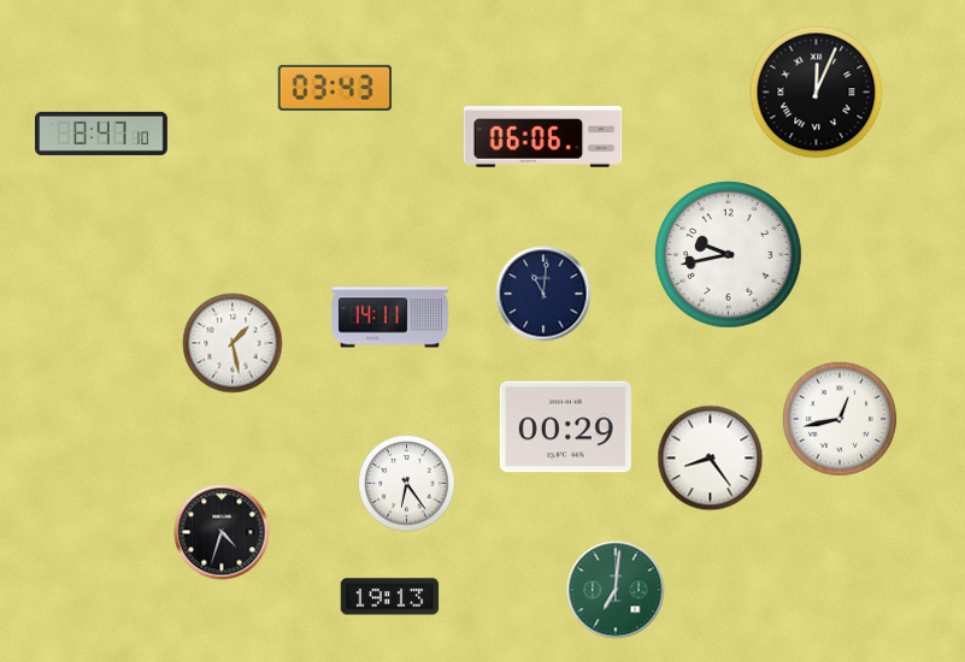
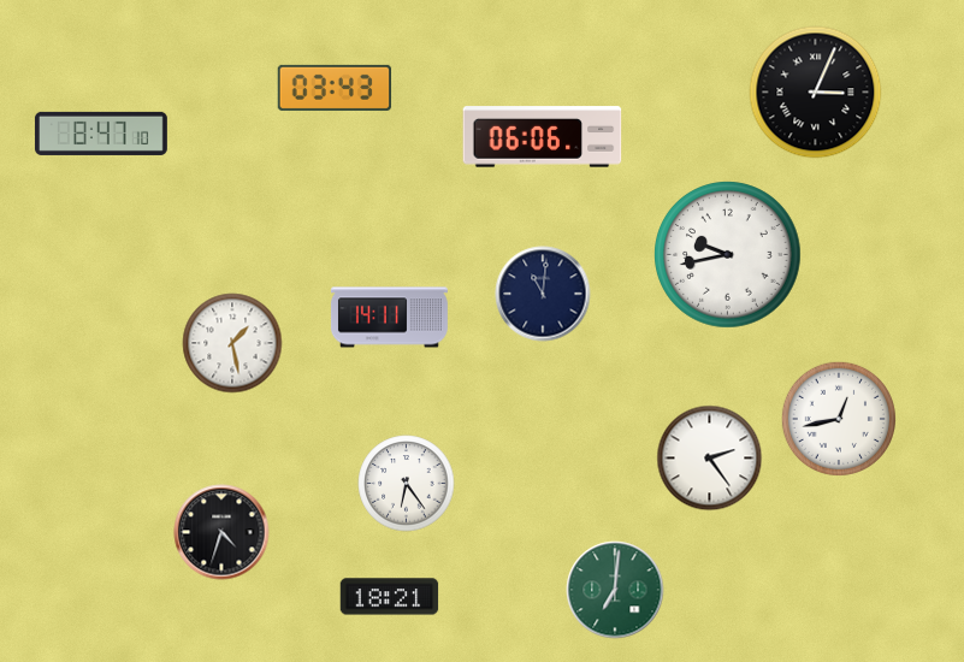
clock at (817, 93): 12:04 -> 3:04
clock at (565, 427): 00:29 -> none
clock at (711, 459): 8:24 -> 2:24
clock at (390, 597): 19:13 -> 18:21
